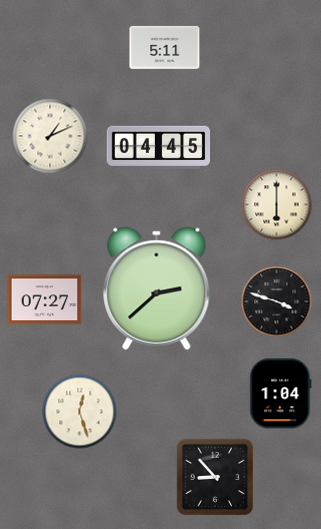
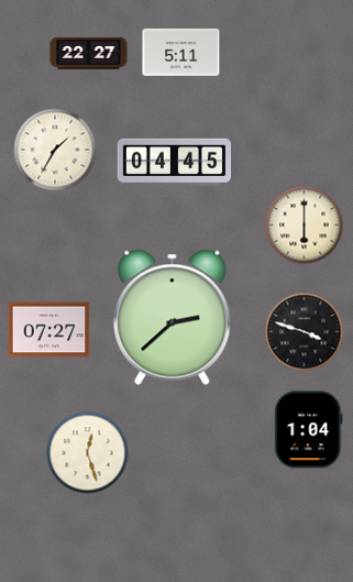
clock at (89, 53): none -> 22:27
clock at (50, 136): 1:11 -> 1:35
clock at (281, 394) position: (281, 394) -> (309, 430)
clock at (215, 477): 8:53 -> none
